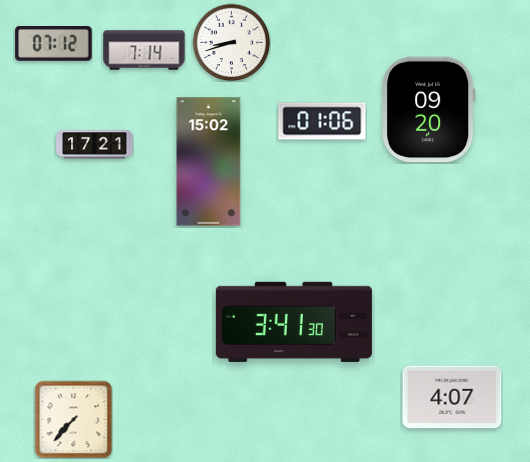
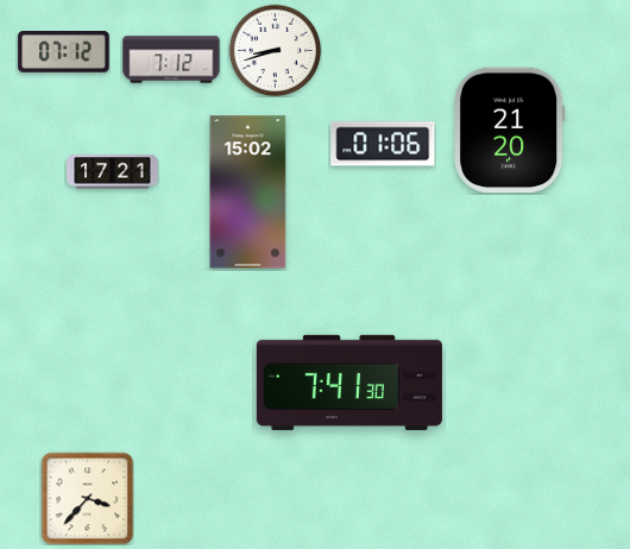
clock at (144, 50): 7:14 -> 7:12
clock at (429, 110): 09:20 -> 21:20
clock at (294, 322): 3:41 -> 7:41
clock at (452, 397): 4:07 -> none
clock at (73, 419): 7:37 -> 3:37
